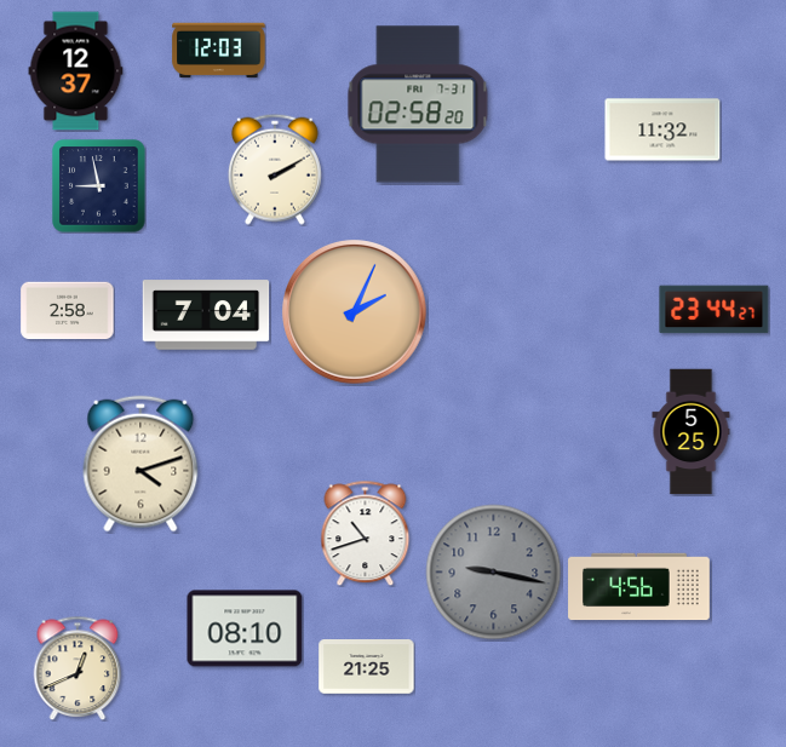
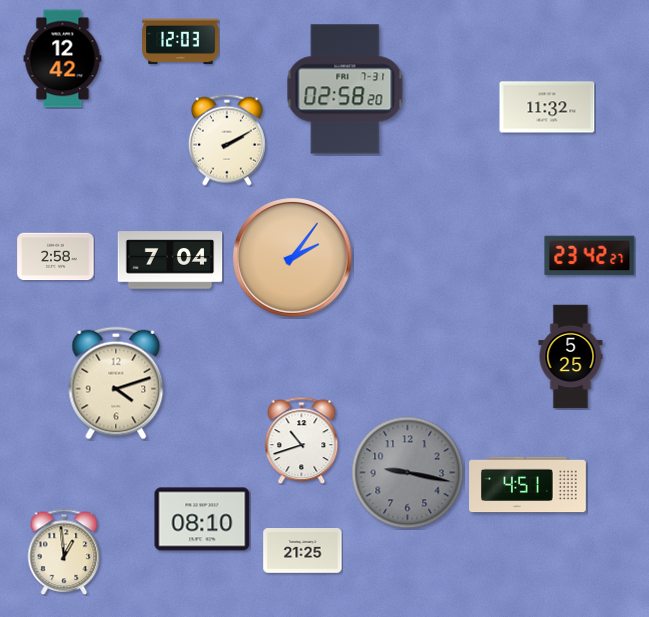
clock at (76, 71): 12:37 -> 12:42
clock at (418, 104) position: (418, 104) -> (345, 89)
clock at (99, 186): 8:58 -> none
clock at (715, 310): 23:44 -> 23:42
clock at (355, 312): 2:04 -> 2:06
clock at (639, 587): 4:56 -> 4:51
clock at (78, 668): 12:41 -> 12:59
